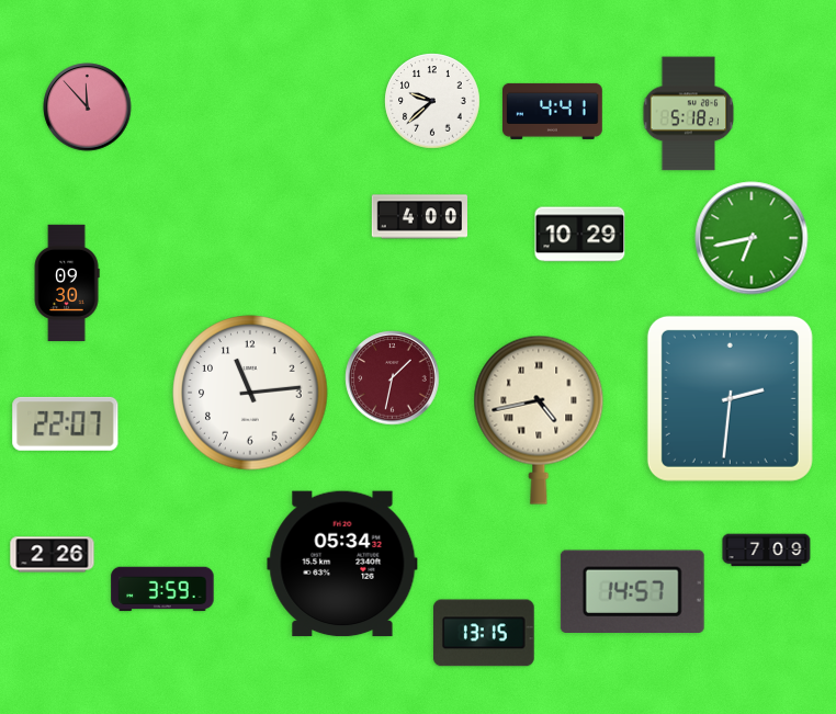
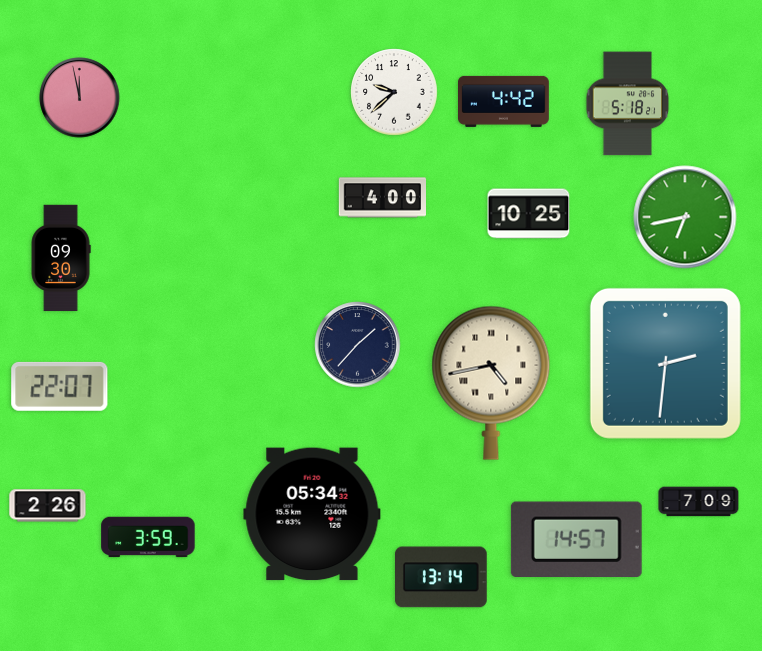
clock at (88, 107): 11:53 -> 11:58
clock at (553, 111): 4:41 -> 4:42
clock at (580, 235): 10:29 -> 10:25
clock at (393, 378): 1:32 -> 1:37
clock at (393, 378) dial: burgundy -> navy
clock at (250, 393): 11:14 -> none
clock at (485, 633): 13:15 -> 13:14
